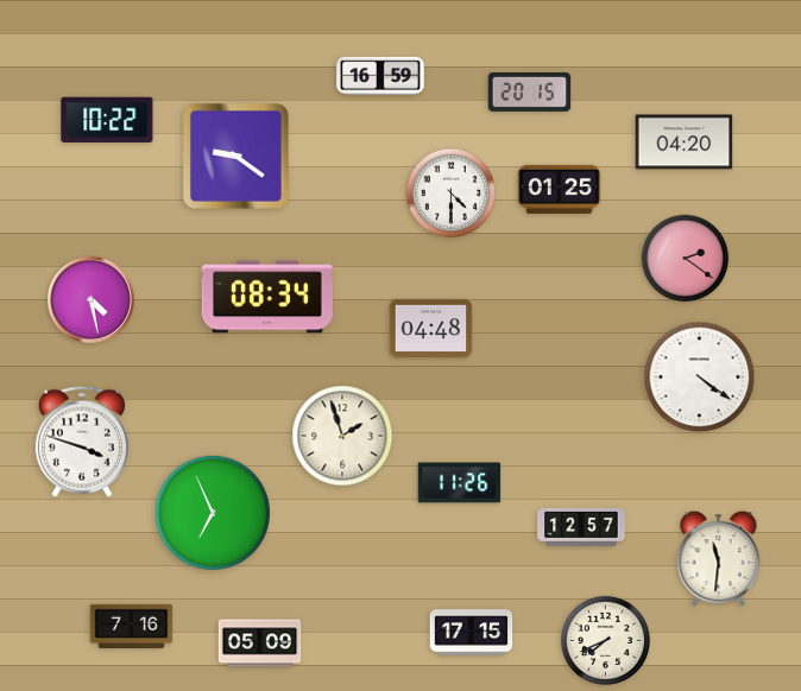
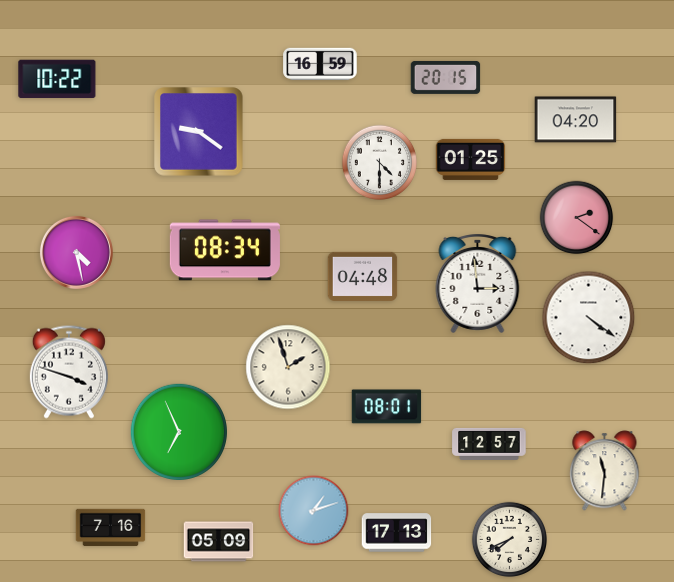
clock at (107, 120) position: (107, 120) -> (57, 79)
clock at (478, 284): none -> 2:59
clock at (460, 483): 11:26 -> 08:01
clock at (314, 511): none -> 1:12
clock at (472, 633): 17:15 -> 17:13
